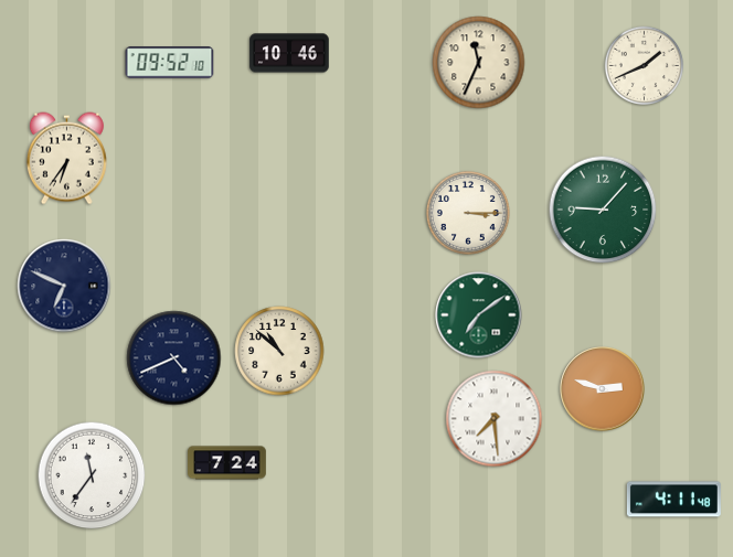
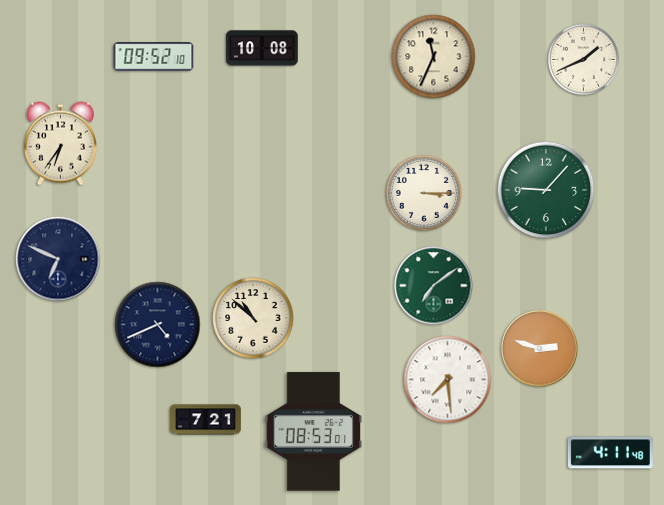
clock at (289, 53): 10:46 -> 10:08
clock at (603, 389) position: (603, 389) -> (540, 349)
clock at (227, 463): 7:24 -> 7:21
clock at (92, 475): 11:36 -> none
clock at (314, 432): none -> 08:53
